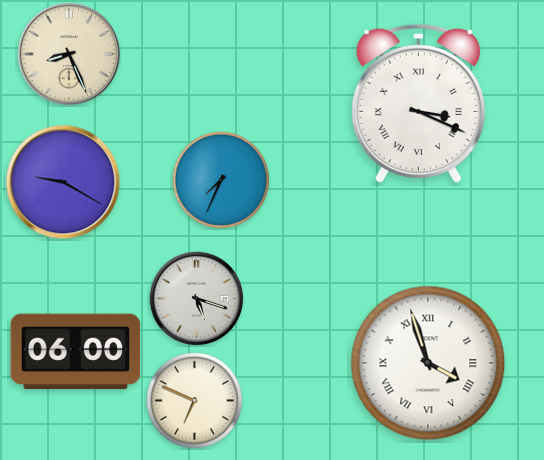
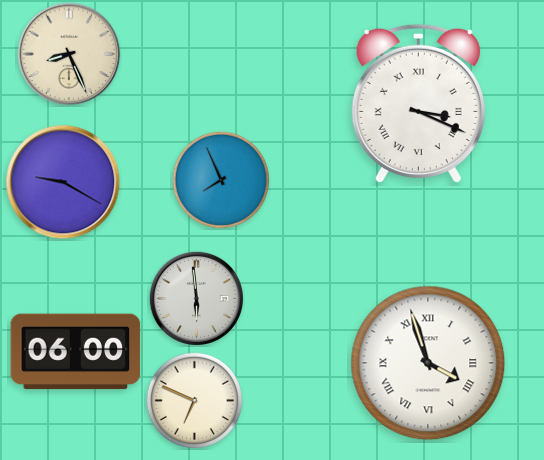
clock at (221, 180): 7:34 -> 7:56
clock at (196, 298): 5:18 -> 5:59
